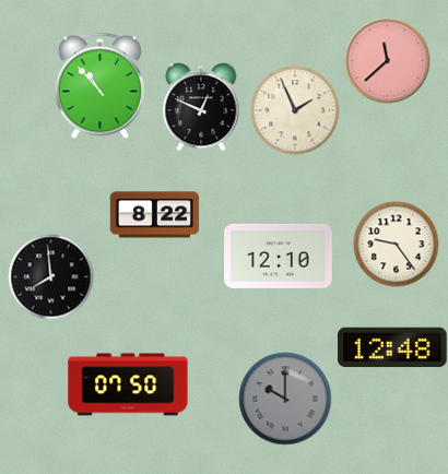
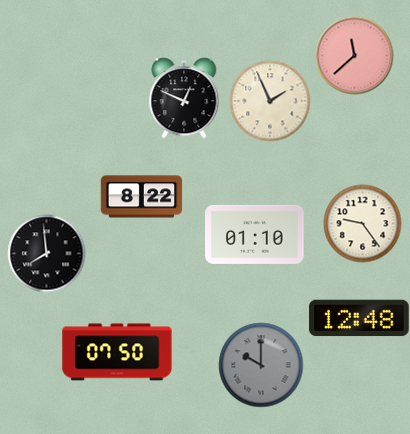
clock at (99, 85): 10:53 -> none
clock at (279, 256): 12:10 -> 01:10
